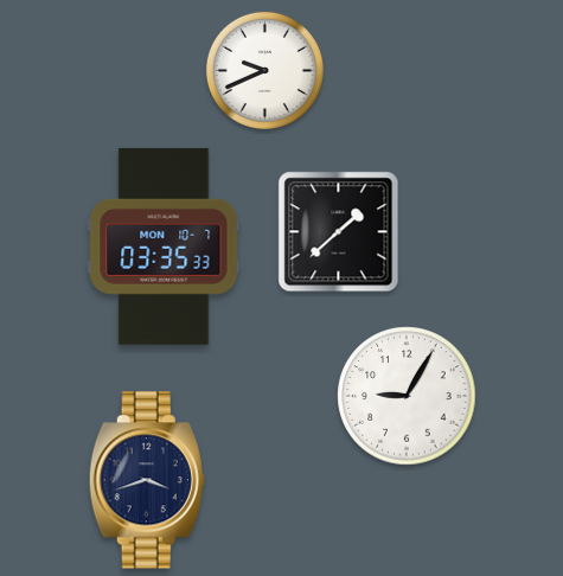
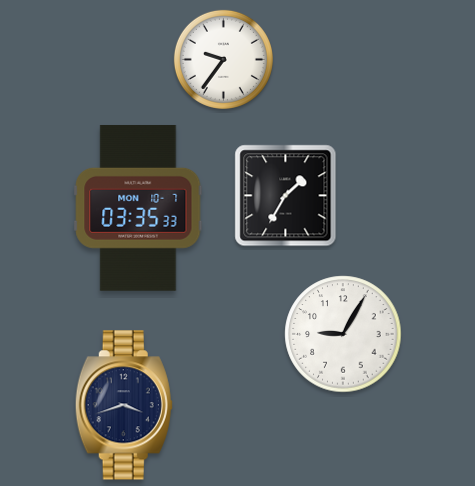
clock at (264, 70): 9:41 -> 9:36
clock at (339, 232): 1:38 -> 1:35
